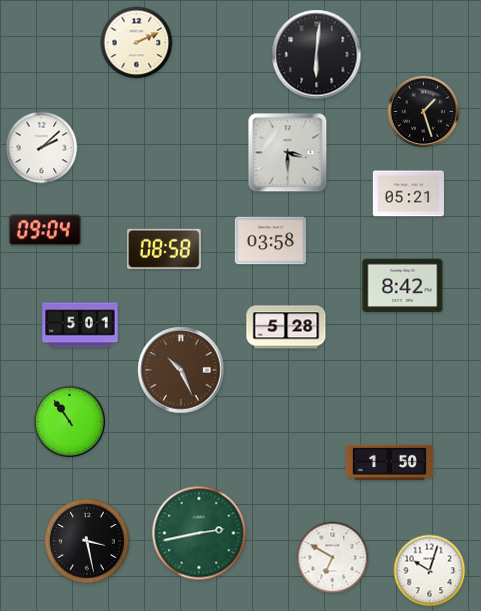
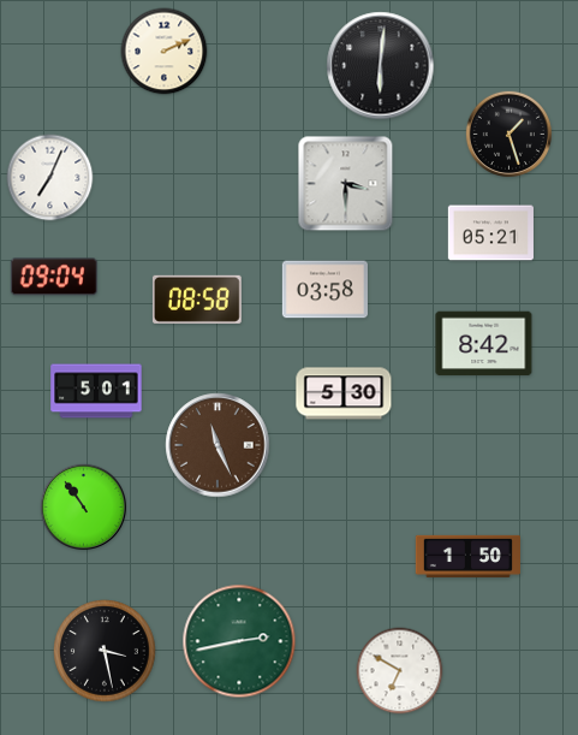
clock at (42, 148): 2:08 -> 7:04
clock at (286, 327): 5:28 -> 5:30
clock at (181, 370): 10:26 -> 11:26
clock at (430, 571): 10:03 -> none
